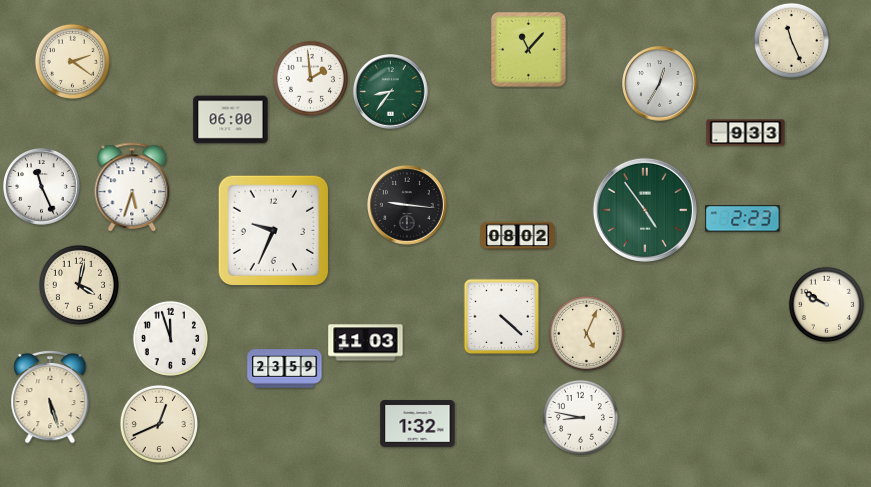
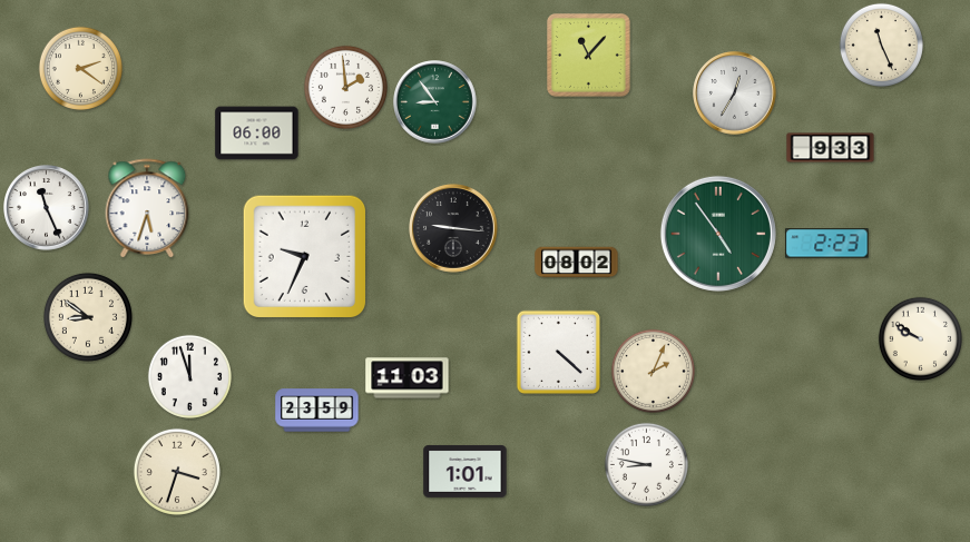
clock at (391, 92): 8:36 -> 8:54
clock at (79, 285): 4:02 -> 8:51
clock at (586, 333): 5:04 -> 2:04
clock at (366, 343) position: (366, 343) -> (408, 378)
clock at (50, 397): 5:27 -> none
clock at (418, 423): 1:32 -> 1:01
clock at (159, 424): 12:41 -> 3:33
